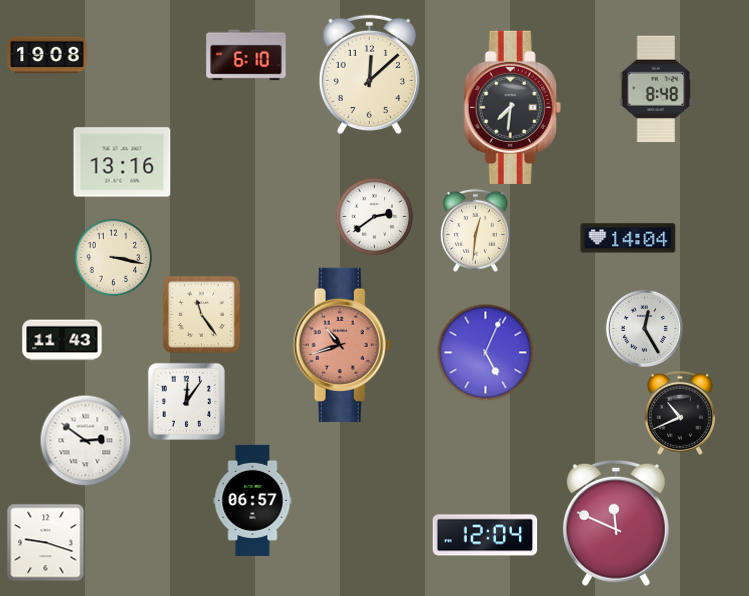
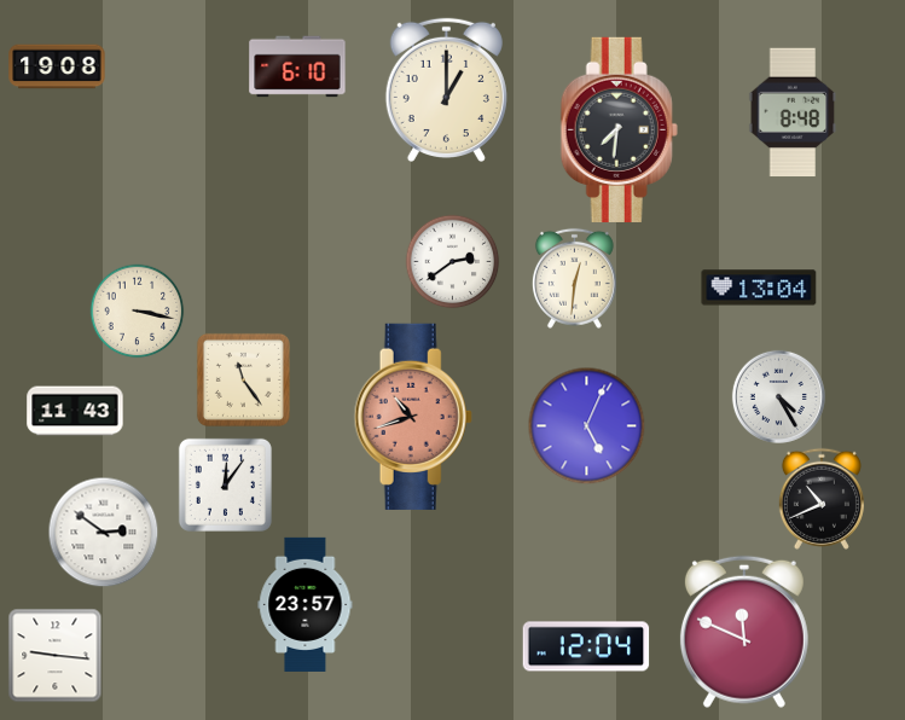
clock at (369, 74): 12:08 -> 1:00
clock at (656, 89) position: (656, 89) -> (793, 112)
clock at (122, 162): 13:16 -> none
clock at (628, 238): 14:04 -> 13:04
clock at (644, 328): 12:25 -> 4:25
clock at (253, 500): 06:57 -> 23:57
clock at (45, 542): 9:18 -> 9:16
